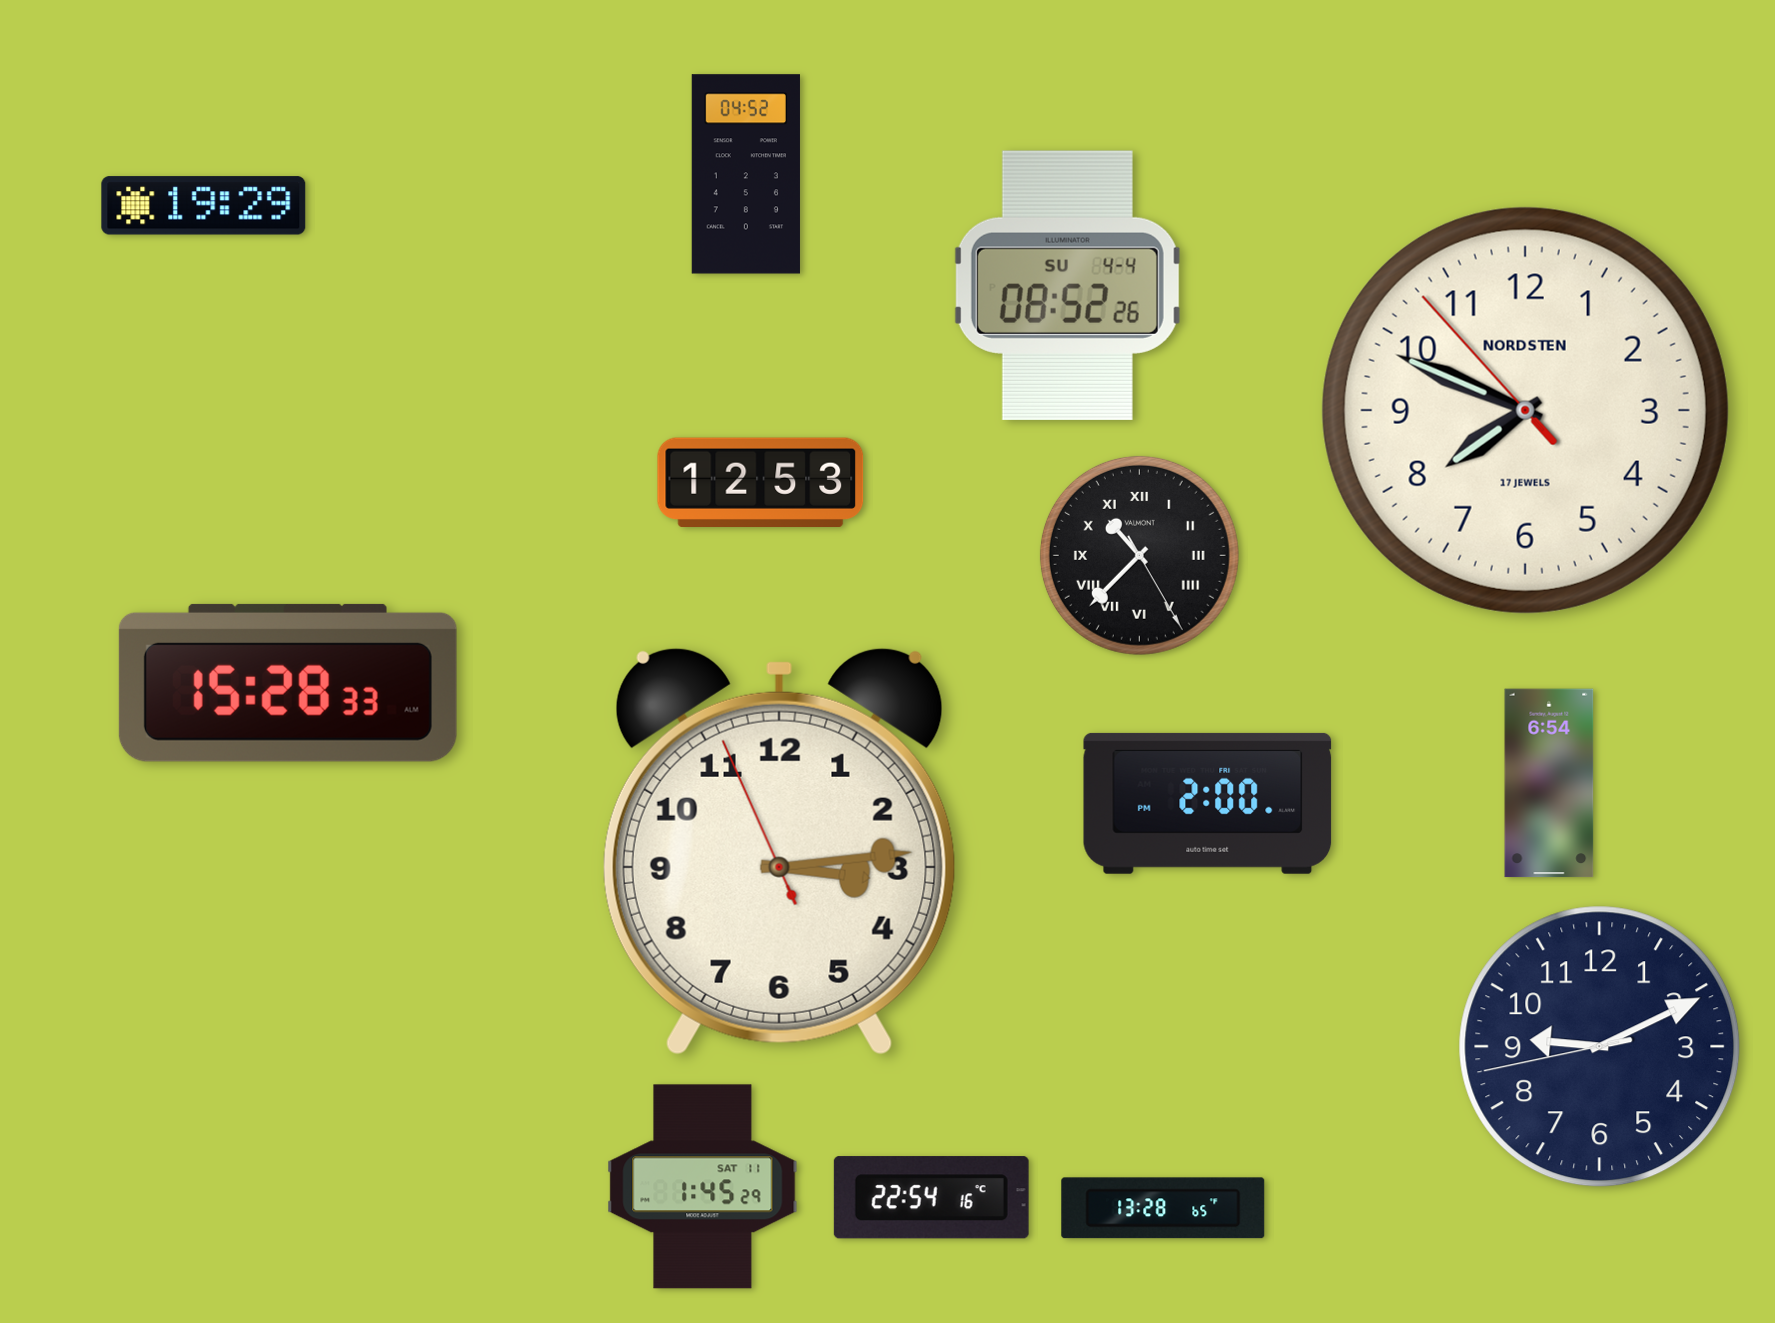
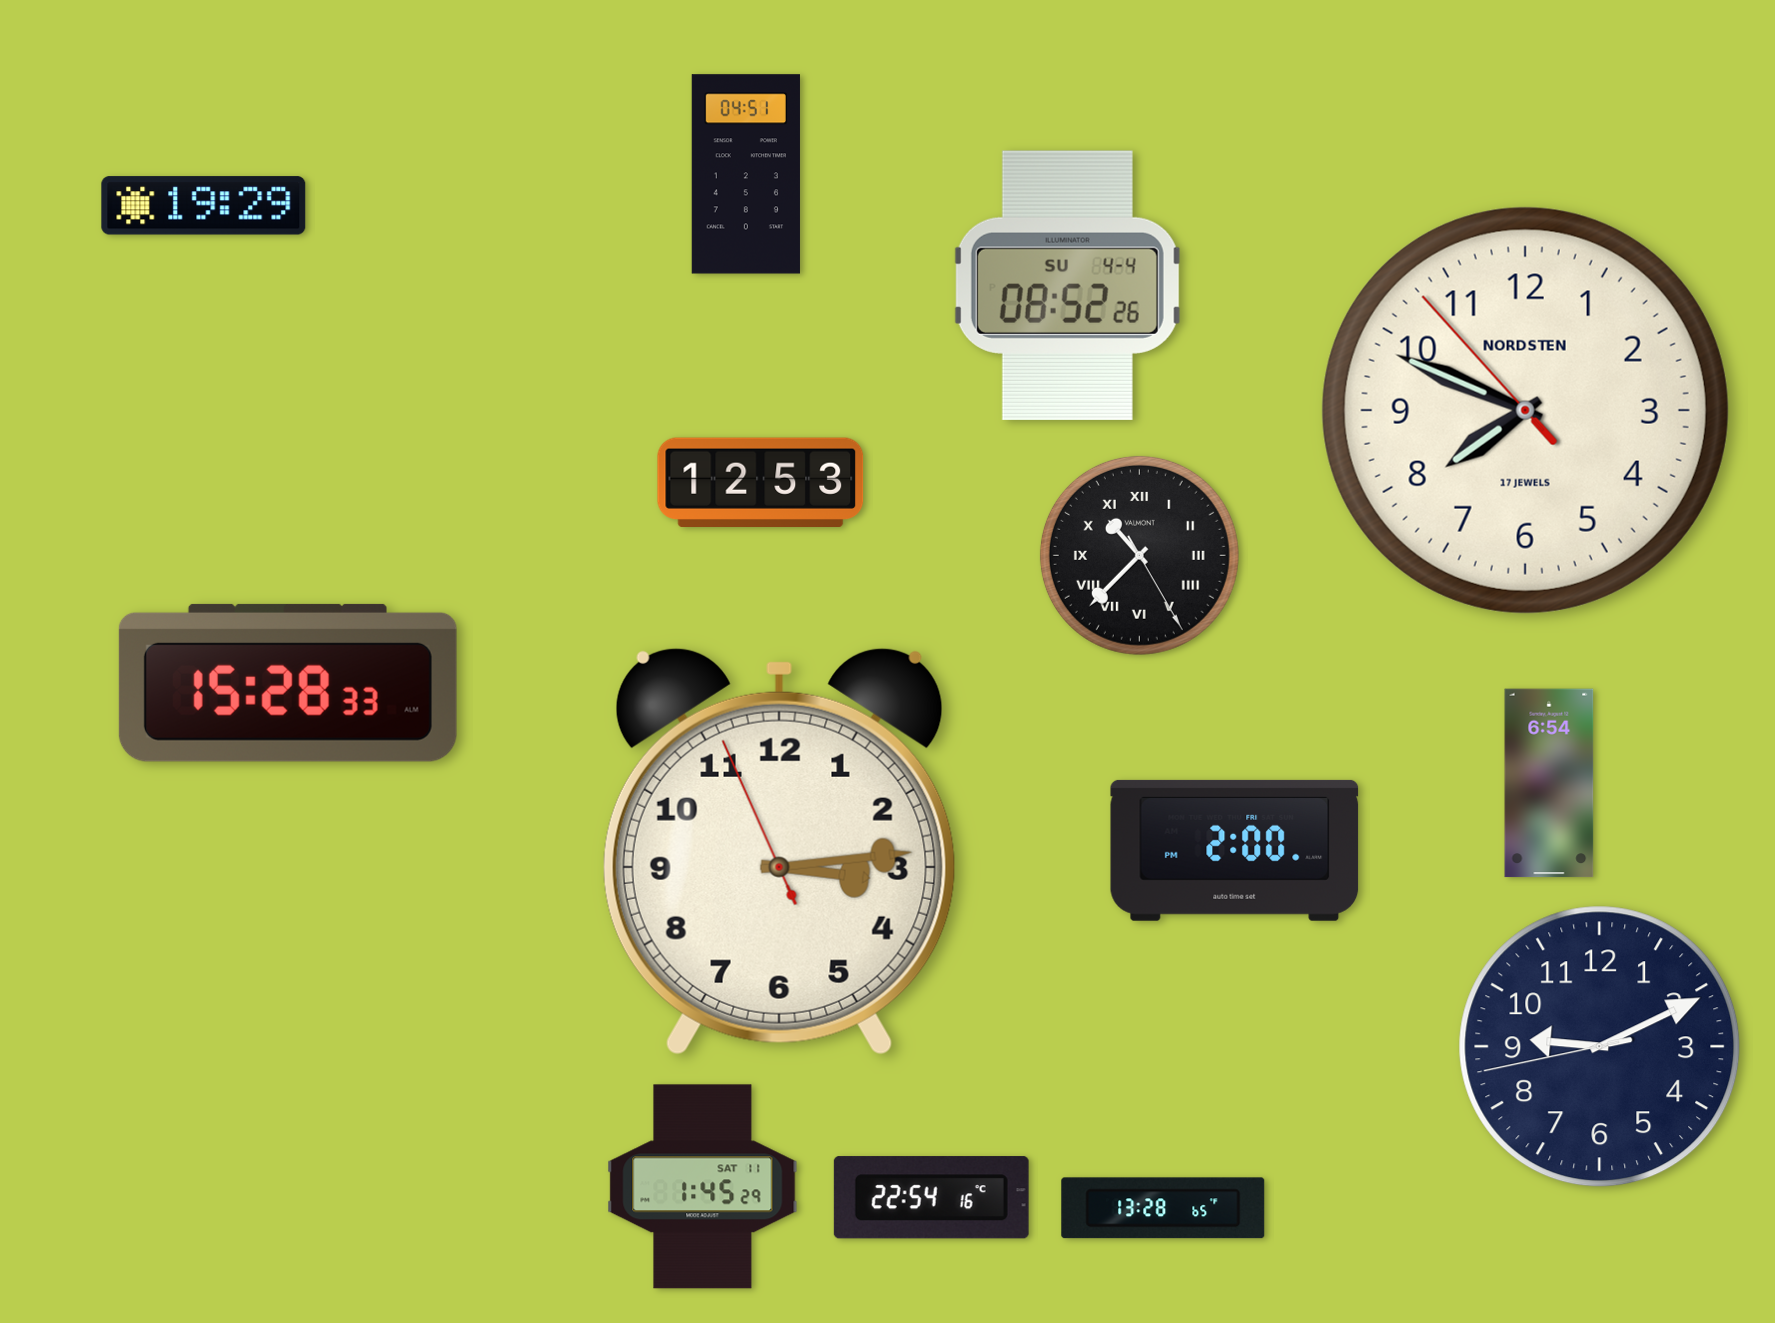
clock at (746, 174): 04:52 -> 04:51
clock at (1208, 803) position: (1208, 803) -> (1235, 850)
